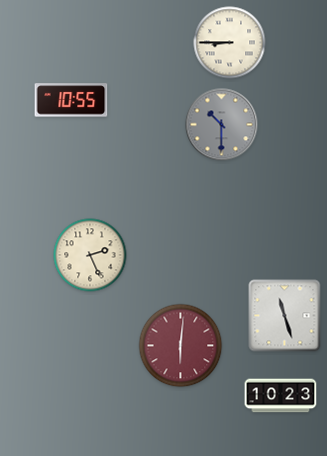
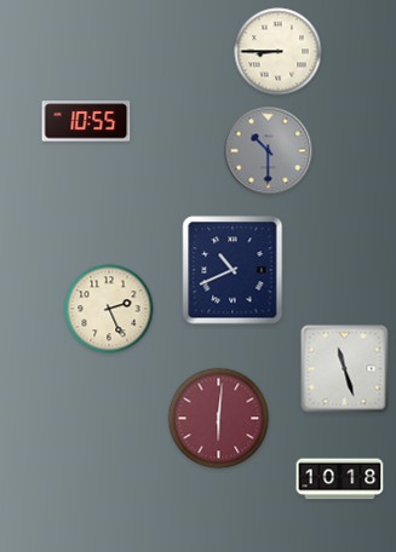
clock at (233, 270): none -> 10:41
clock at (285, 316) position: (285, 316) -> (345, 369)
clock at (281, 396): 10:23 -> 10:18
